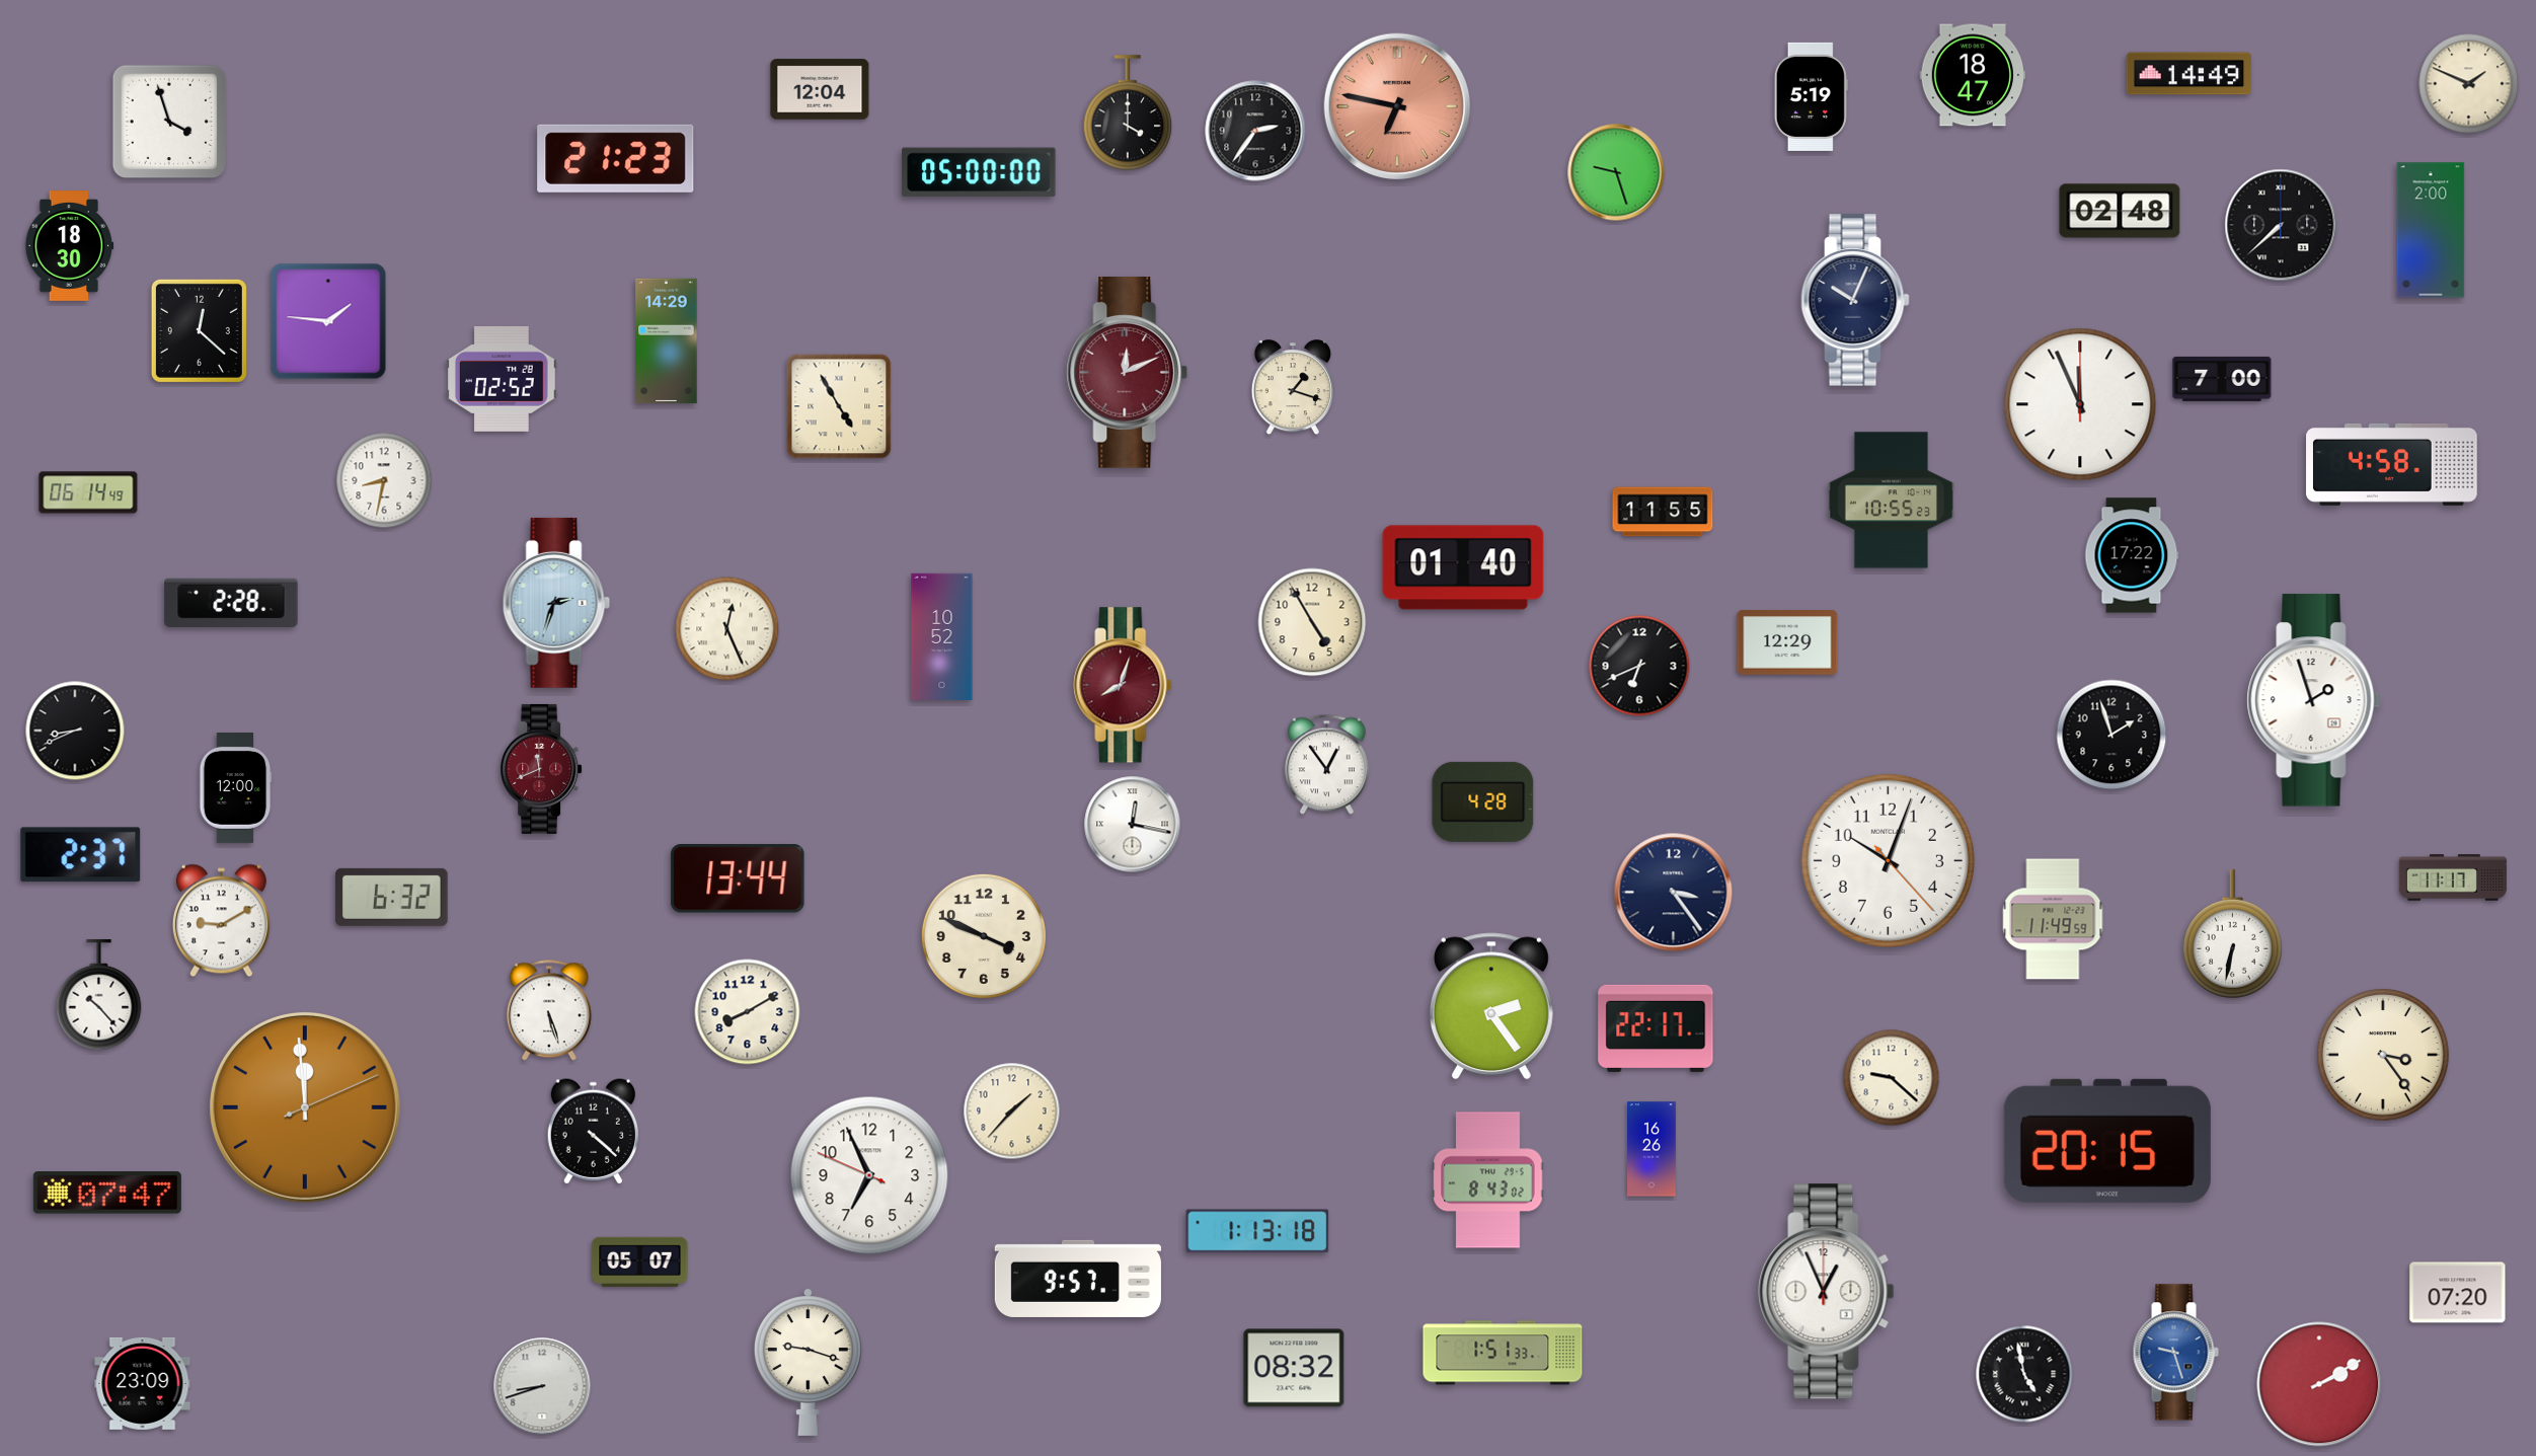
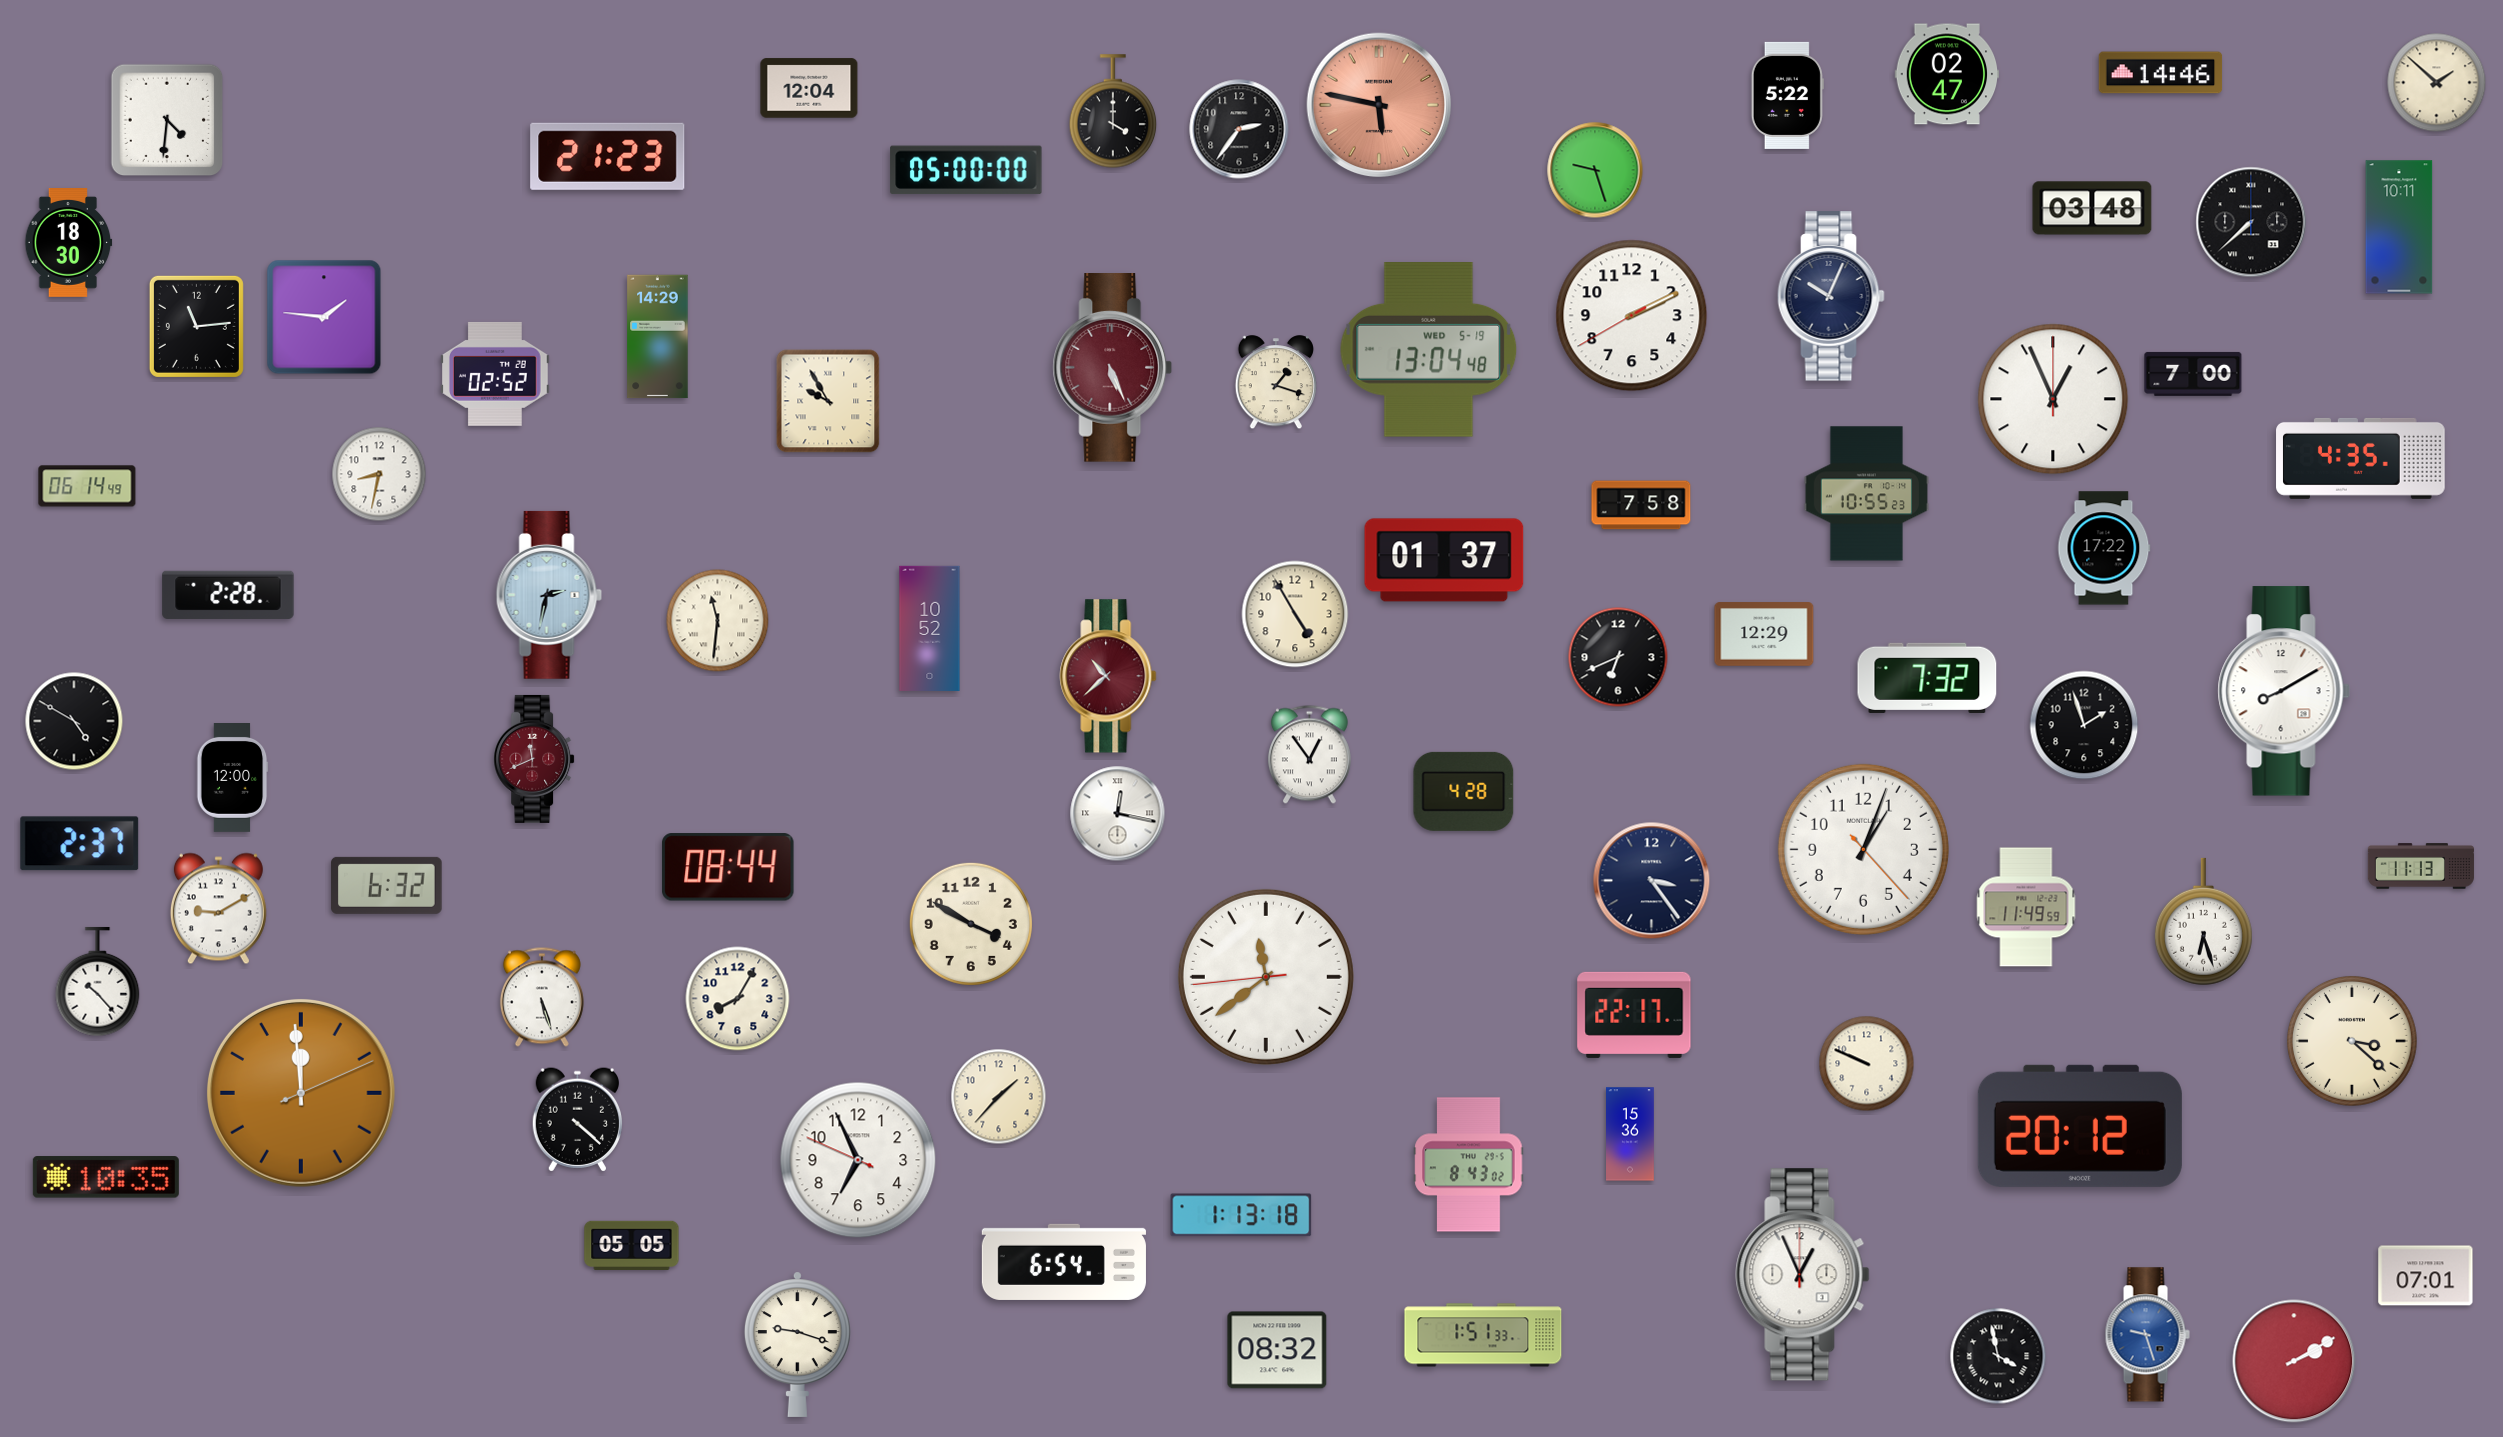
clock at (2189, 74): 14:49 -> 14:46
clock at (1973, 75): 18:47 -> 02:47
clock at (2469, 84): 1:49 -> 1:52
clock at (1811, 96): 5:19 -> 5:22
clock at (1397, 106): 6:47 -> 5:47
clock at (169, 122): 3:57 -> 4:31
clock at (2120, 211): 02:48 -> 03:48
clock at (2431, 230): 2:00 -> 10:11
clock at (1632, 316): none -> 2:10
clock at (199, 330): 12:22 -> 11:14
clock at (1429, 350): none -> 13:04
clock at (1128, 373): 12:11 -> 5:26
clock at (2080, 404): 11:56 -> 12:56
clock at (839, 406): 4:55 -> 9:55
clock at (2392, 464): 4:58 -> 4:35
clock at (1663, 512): 11:55 -> 7:58
clock at (1463, 567): 01:40 -> 01:37
clock at (556, 603): 2:33 -> 2:32
clock at (727, 629): 12:26 -> 11:31
clock at (1123, 685): 8:03 -> 10:38
clock at (1927, 678): none -> 7:32
clock at (2314, 700): 1:57 -> 8:10
clock at (75, 731): 8:41 -> 4:50
clock at (1888, 860): 10:03 -> 1:03
clock at (2453, 877): 11:17 -> 11:13
clock at (738, 878): 13:44 -> 08:44
clock at (2232, 934): 6:32 -> 6:27
clock at (984, 936): 3:49 -> 3:50
clock at (1266, 977): none -> 11:38
clock at (1491, 1006): 2:24 -> none
clock at (748, 1012): 8:10 -> 8:05
clock at (2383, 1055): 3:24 -> 3:22
clock at (1892, 1078): 9:22 -> 9:49
clock at (593, 1132) position: (593, 1132) -> (577, 1120)
clock at (2107, 1141): 20:15 -> 20:12
clock at (1653, 1149): 16:26 -> 15:36
clock at (107, 1193): 07:47 -> 10:35
clock at (640, 1261): 05:07 -> 05:05
clock at (1078, 1279): 9:57 -> 6:54
clock at (2458, 1293): 07:20 -> 07:01
clock at (2024, 1374): 4:58 -> 3:58
clock at (143, 1383): 23:09 -> none
clock at (2319, 1384) position: (2319, 1384) -> (2294, 1361)
clock at (542, 1386): 8:42 -> none
